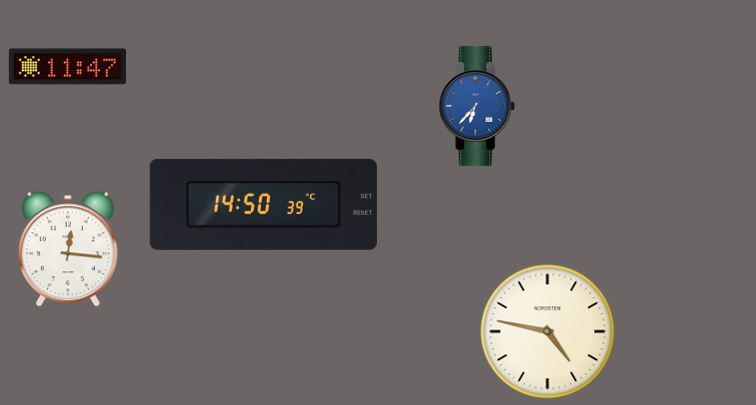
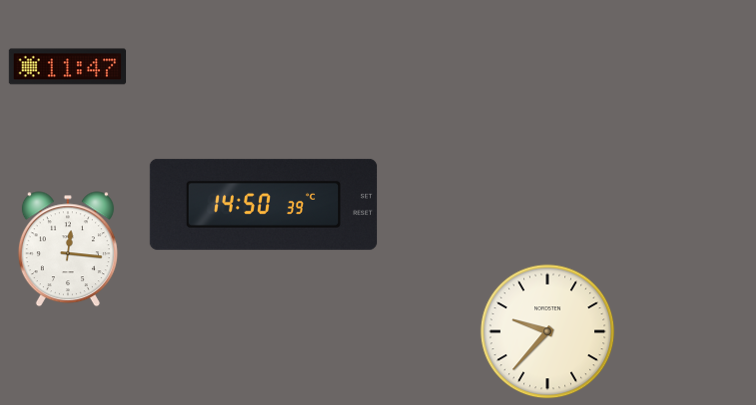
clock at (477, 106): 6:37 -> none
clock at (548, 332): 4:47 -> 9:37
